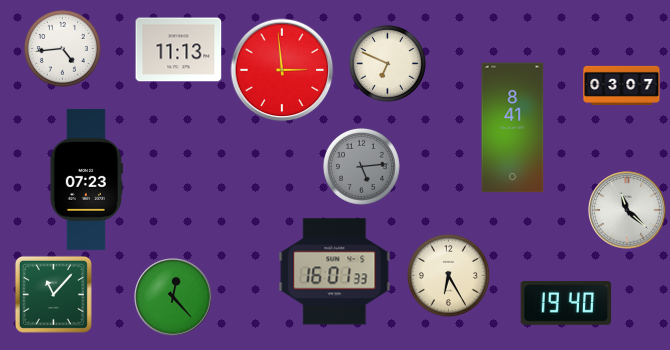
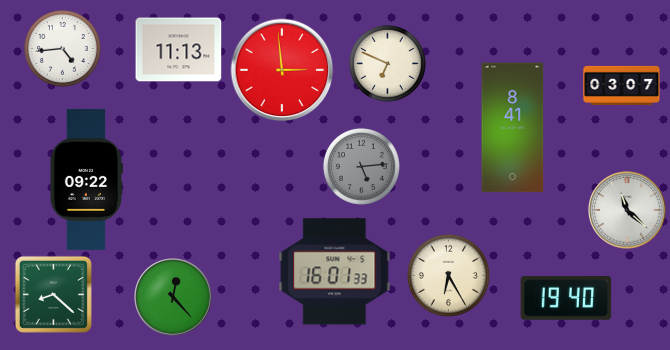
clock at (86, 179): 07:23 -> 09:22
clock at (53, 294): 11:07 -> 8:22
clock at (566, 304) position: (566, 304) -> (566, 299)
